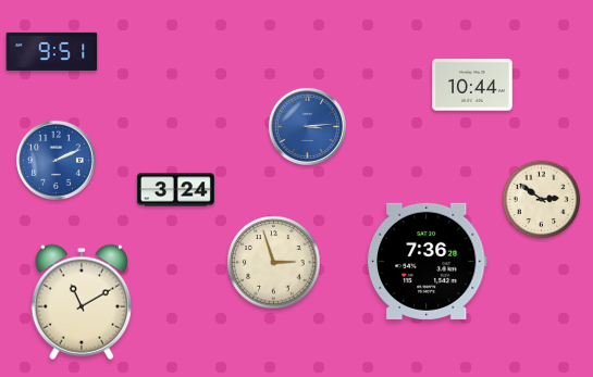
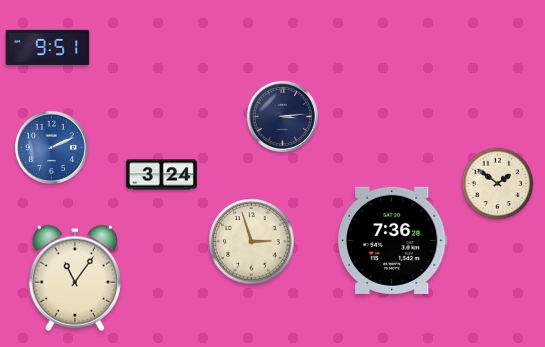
clock at (472, 85): 10:44 -> none
clock at (307, 126) dial: blue -> navy
clock at (542, 200): 2:51 -> 1:51
clock at (82, 302): 11:10 -> 11:06
